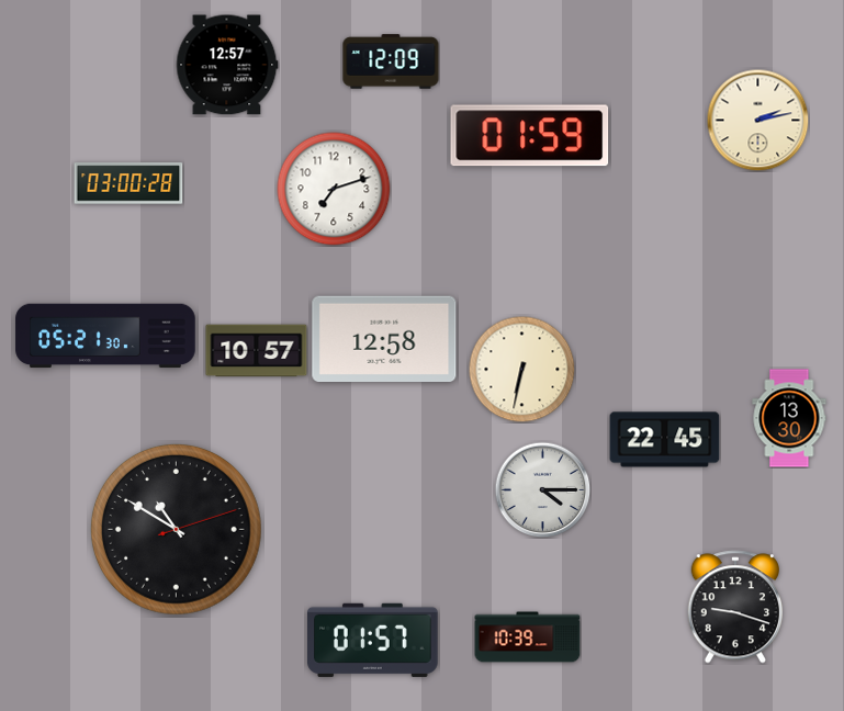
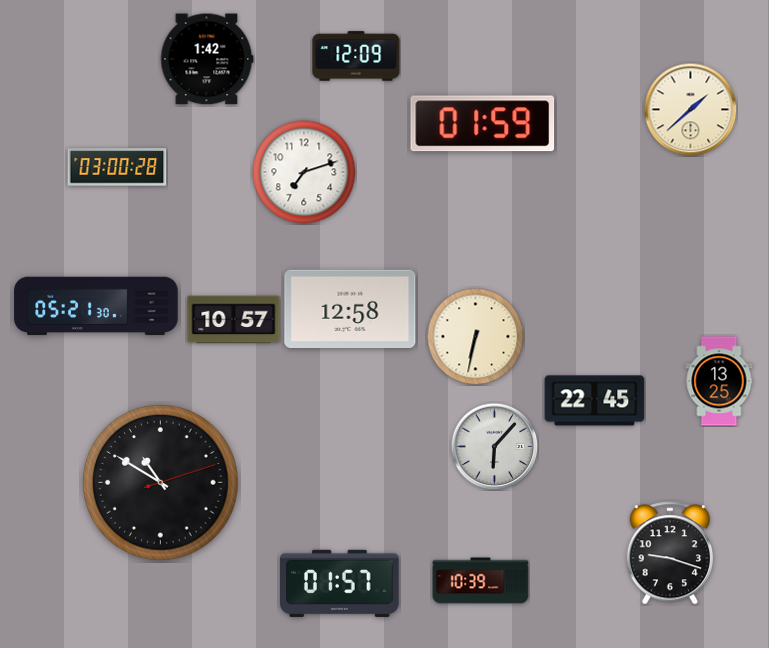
clock at (227, 65): 12:57 -> 1:42
clock at (757, 120): 2:13 -> 1:38
clock at (789, 418): 13:30 -> 13:25
clock at (665, 440) position: (665, 440) -> (595, 401)
clock at (542, 489): 4:15 -> 6:07
